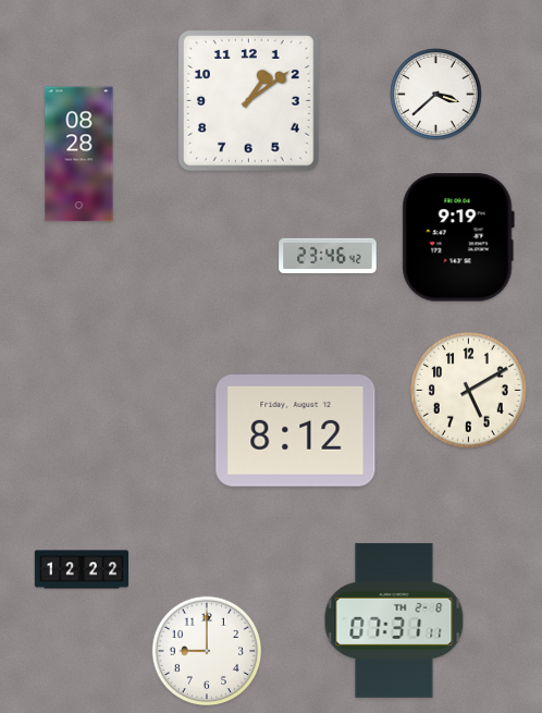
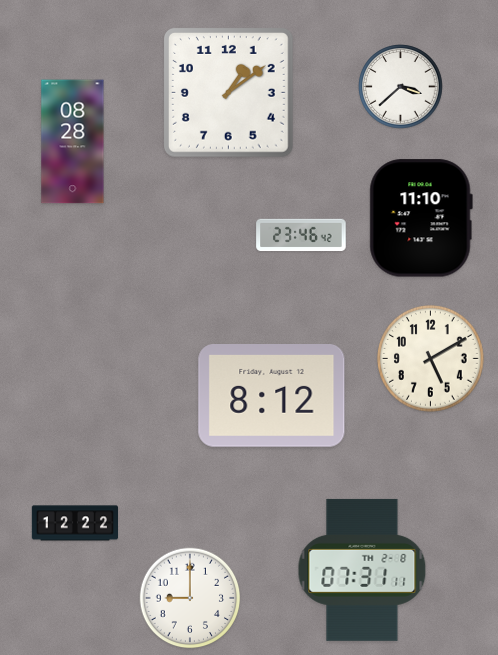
clock at (458, 237): 9:19 -> 11:10
